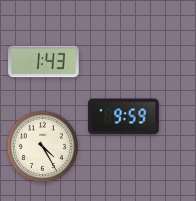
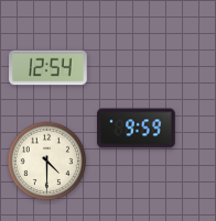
clock at (44, 62): 1:43 -> 12:54
clock at (42, 146): 4:25 -> 4:30
